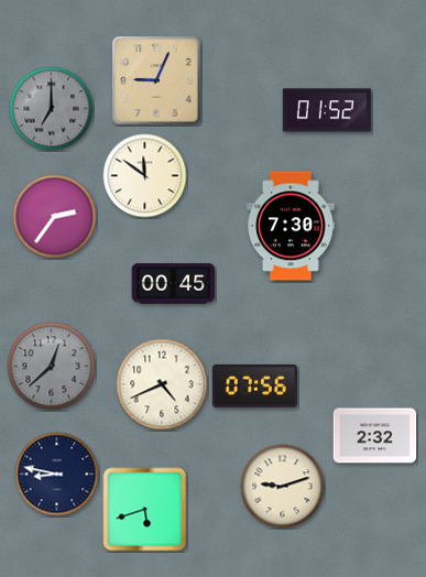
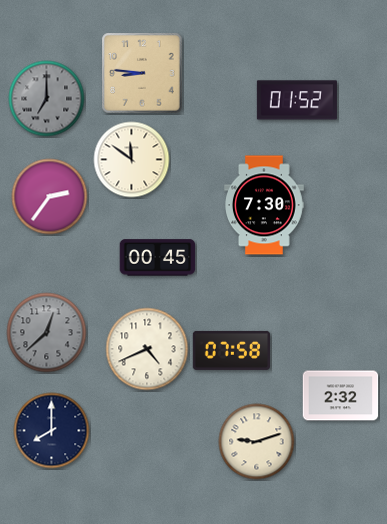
clock at (156, 80): 9:04 -> 8:46
clock at (255, 385): 07:56 -> 07:58
clock at (57, 475): 8:47 -> 8:00
clock at (145, 510): 5:42 -> none
